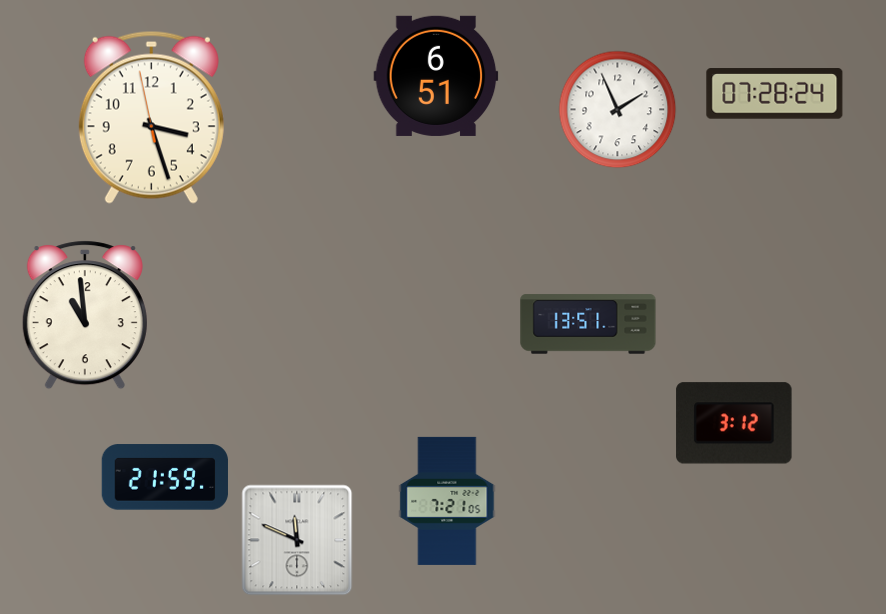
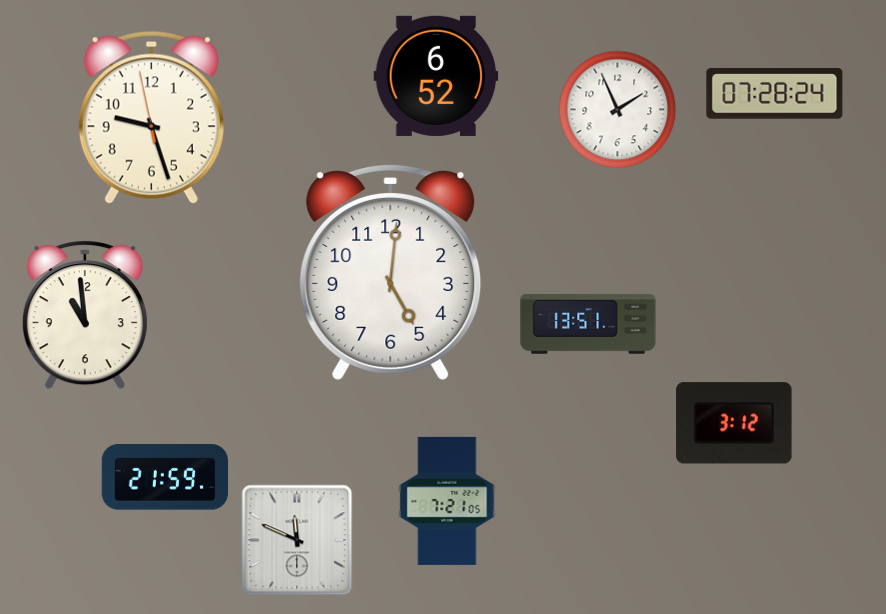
clock at (436, 76): 6:51 -> 6:52
clock at (151, 117): 3:26 -> 9:26
clock at (391, 273): none -> 5:01
